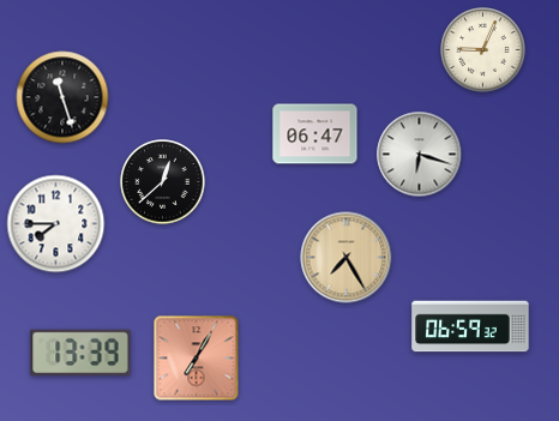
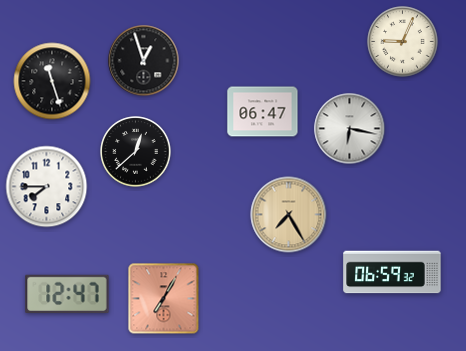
clock at (144, 61): none -> 12:57
clock at (420, 155): 6:18 -> 6:17
clock at (80, 353): 13:39 -> 12:47
